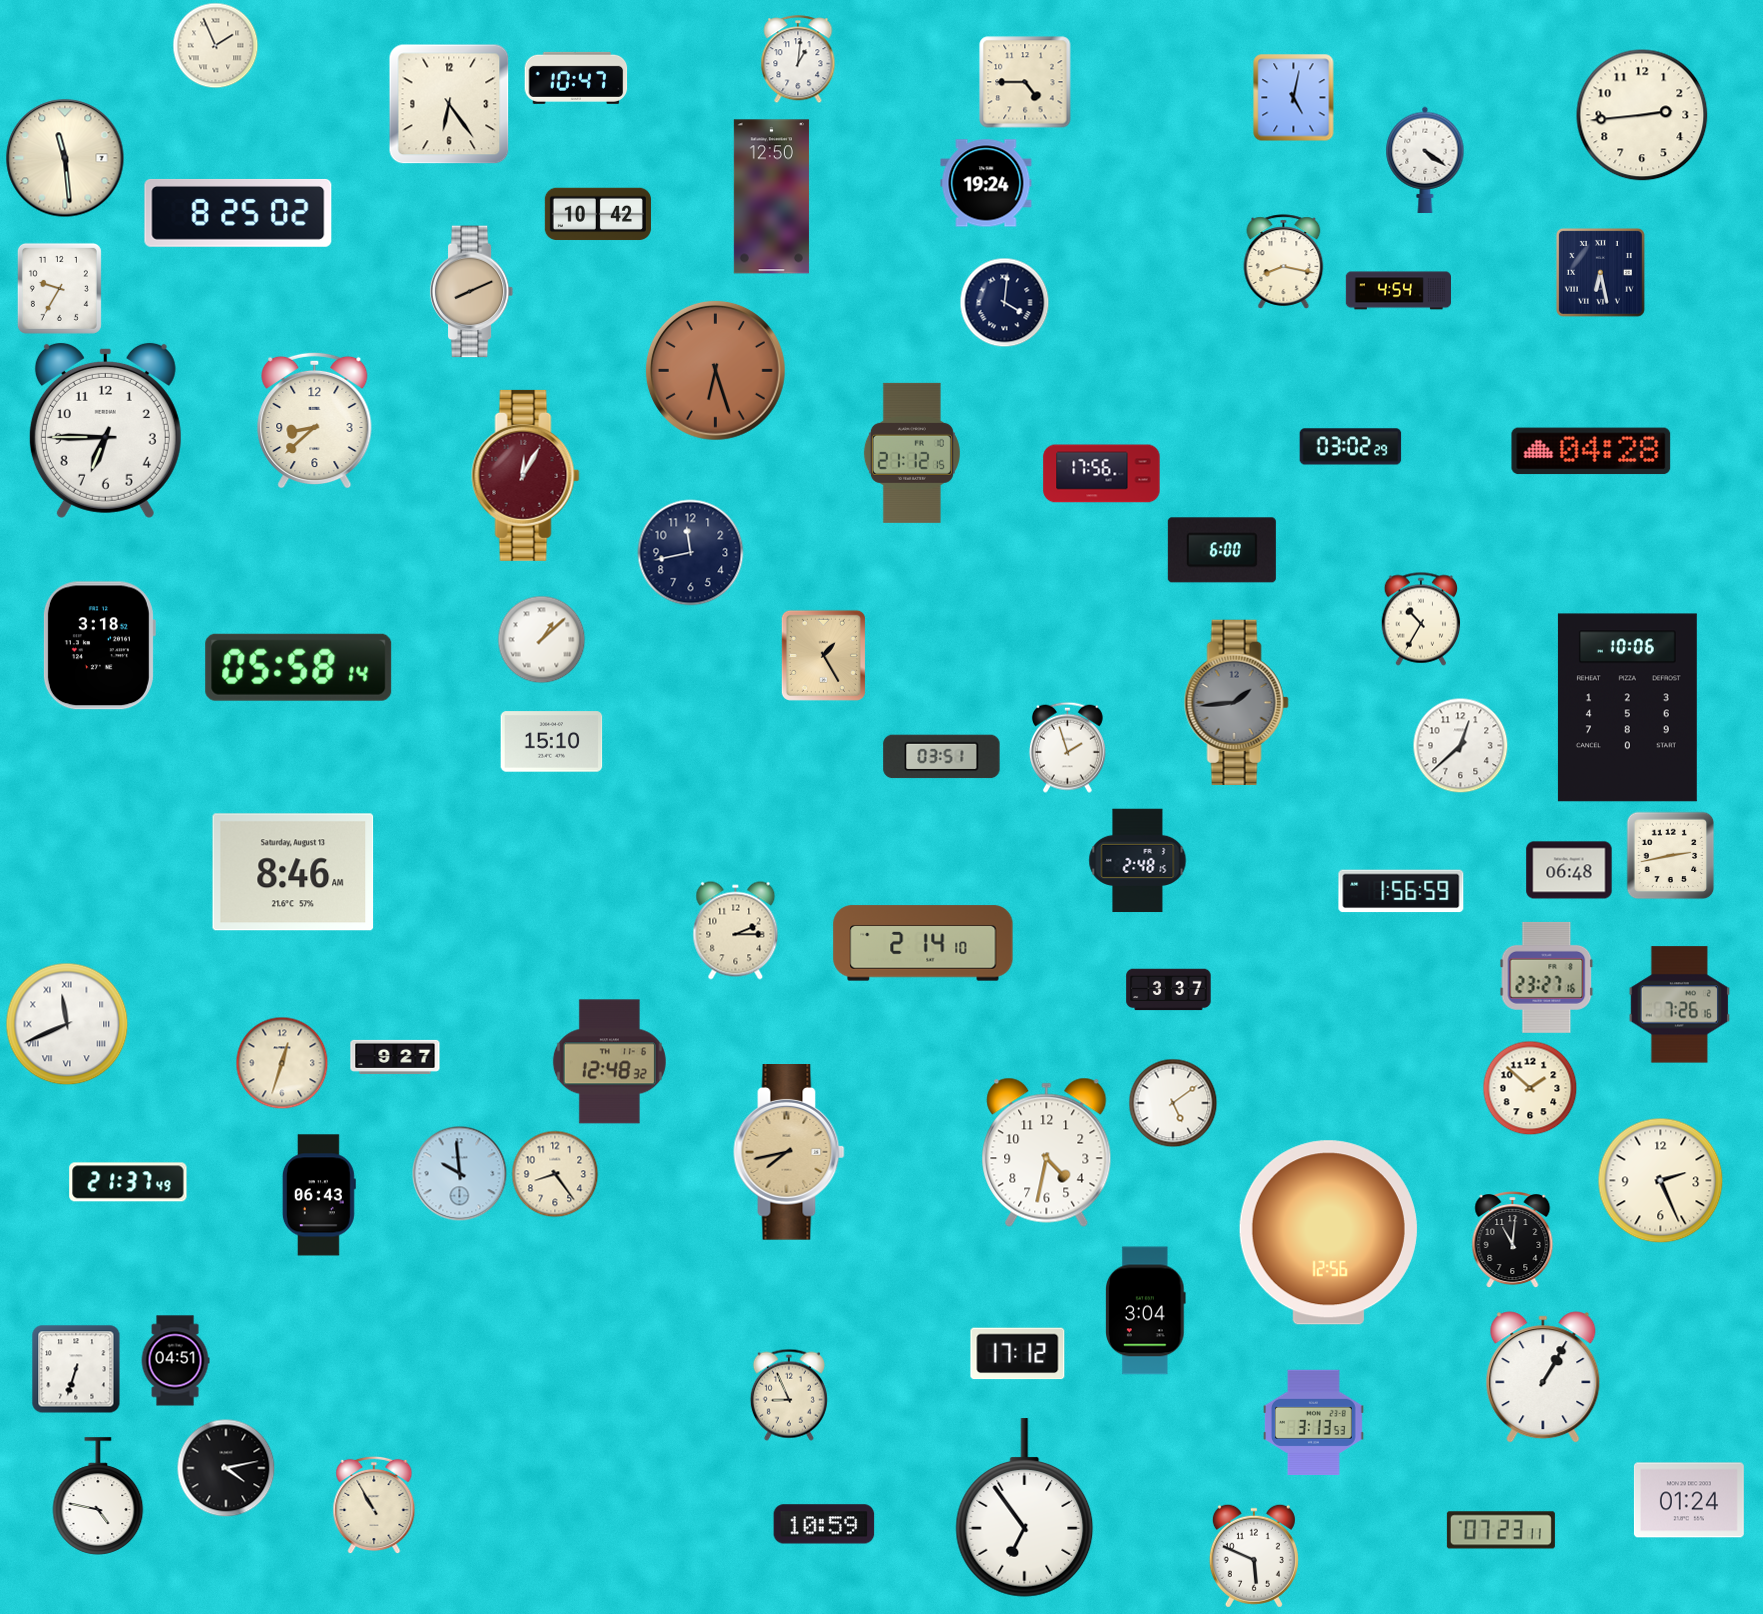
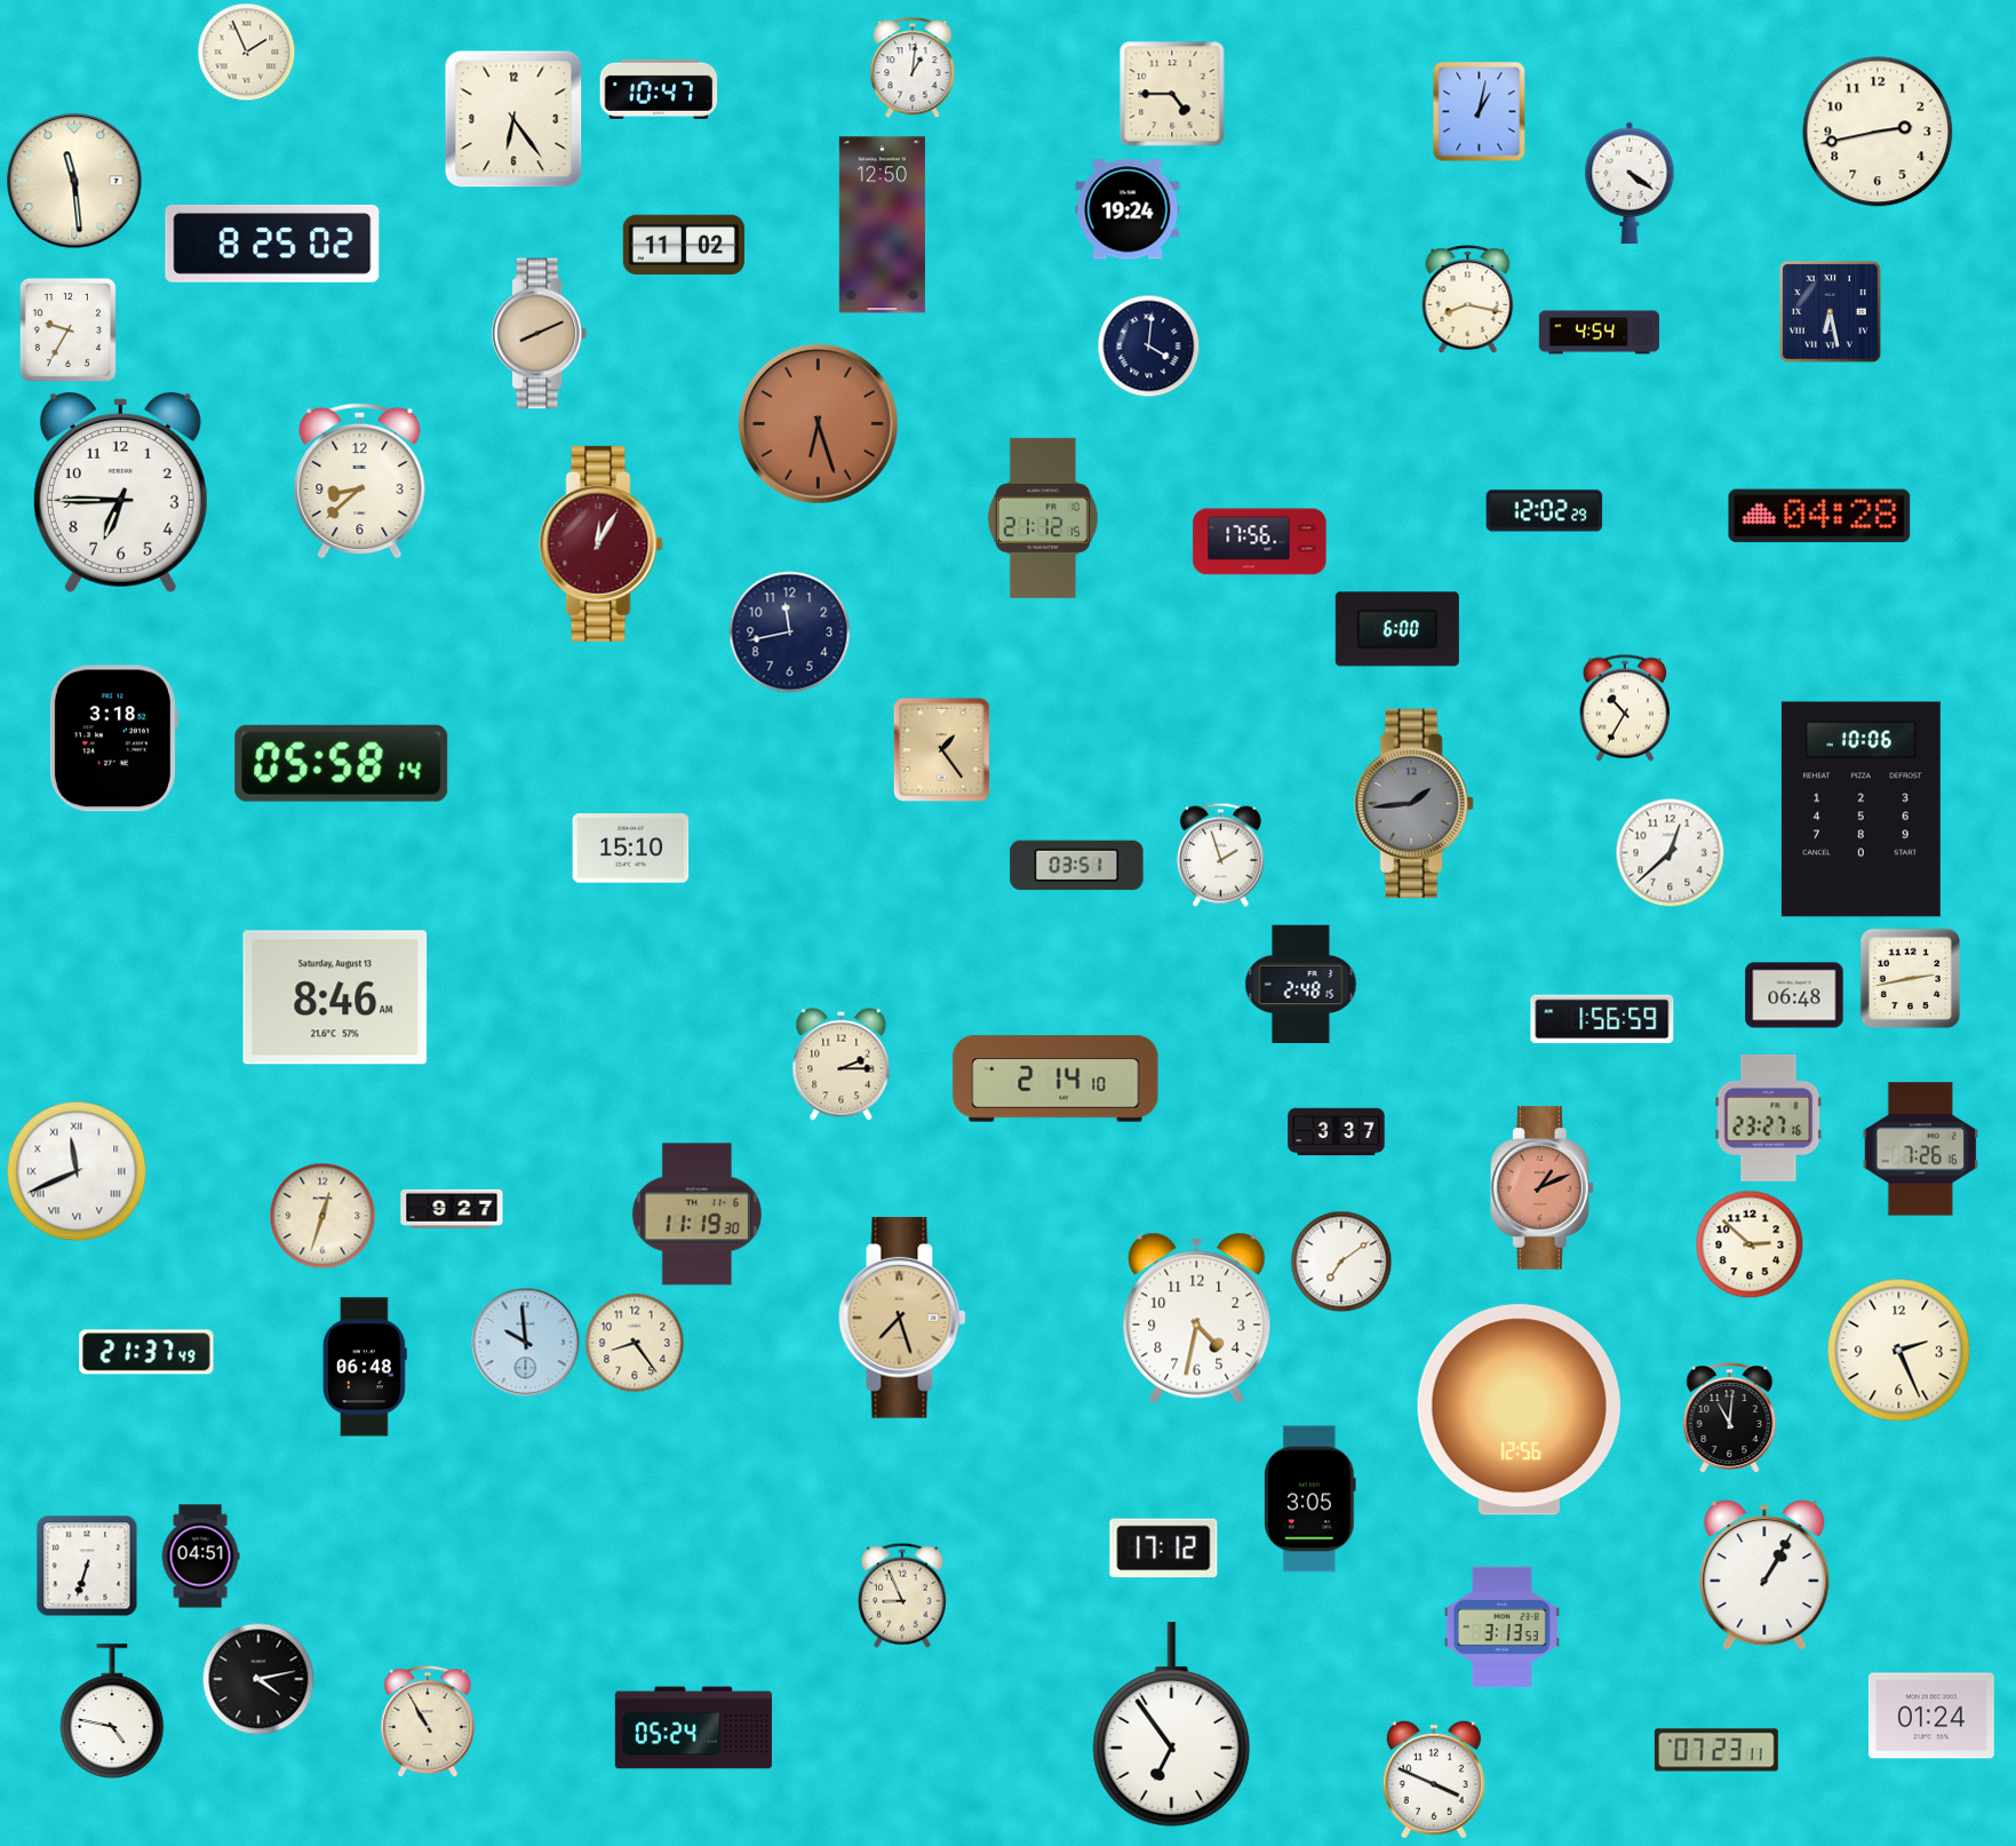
clock at (1294, 98): 5:02 -> 1:02
clock at (1642, 115): 2:44 -> 2:43
clock at (598, 214): 10:42 -> 11:02
clock at (1351, 447): 03:02 -> 12:02
clock at (542, 640): 1:08 -> none
clock at (823, 655): 1:25 -> 1:24
clock at (1541, 1187): none -> 1:11
clock at (609, 1062): 12:48 -> 11:19
clock at (1530, 1088): 1:52 -> 2:52
clock at (1173, 1103): 5:09 -> 7:09
clock at (789, 1153): 7:43 -> 7:27
clock at (319, 1195): 06:43 -> 06:48
clock at (1146, 1311): 3:04 -> 3:05
clock at (693, 1728): none -> 05:24
clock at (824, 1524): 10:59 -> none
clock at (1254, 1556): 5:49 -> 3:49
